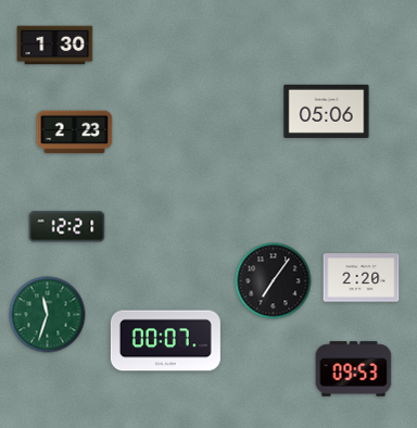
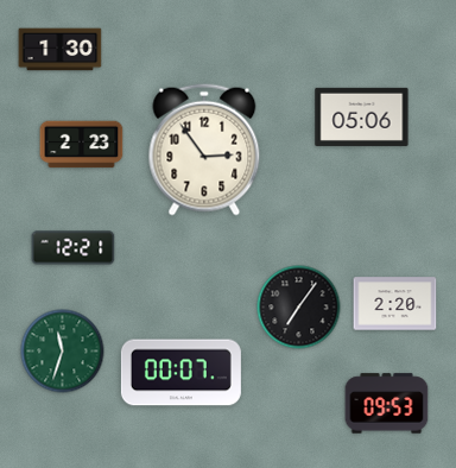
clock at (327, 111) position: (327, 111) -> (362, 116)
clock at (204, 150): none -> 2:54
clock at (48, 315) position: (48, 315) -> (63, 352)
